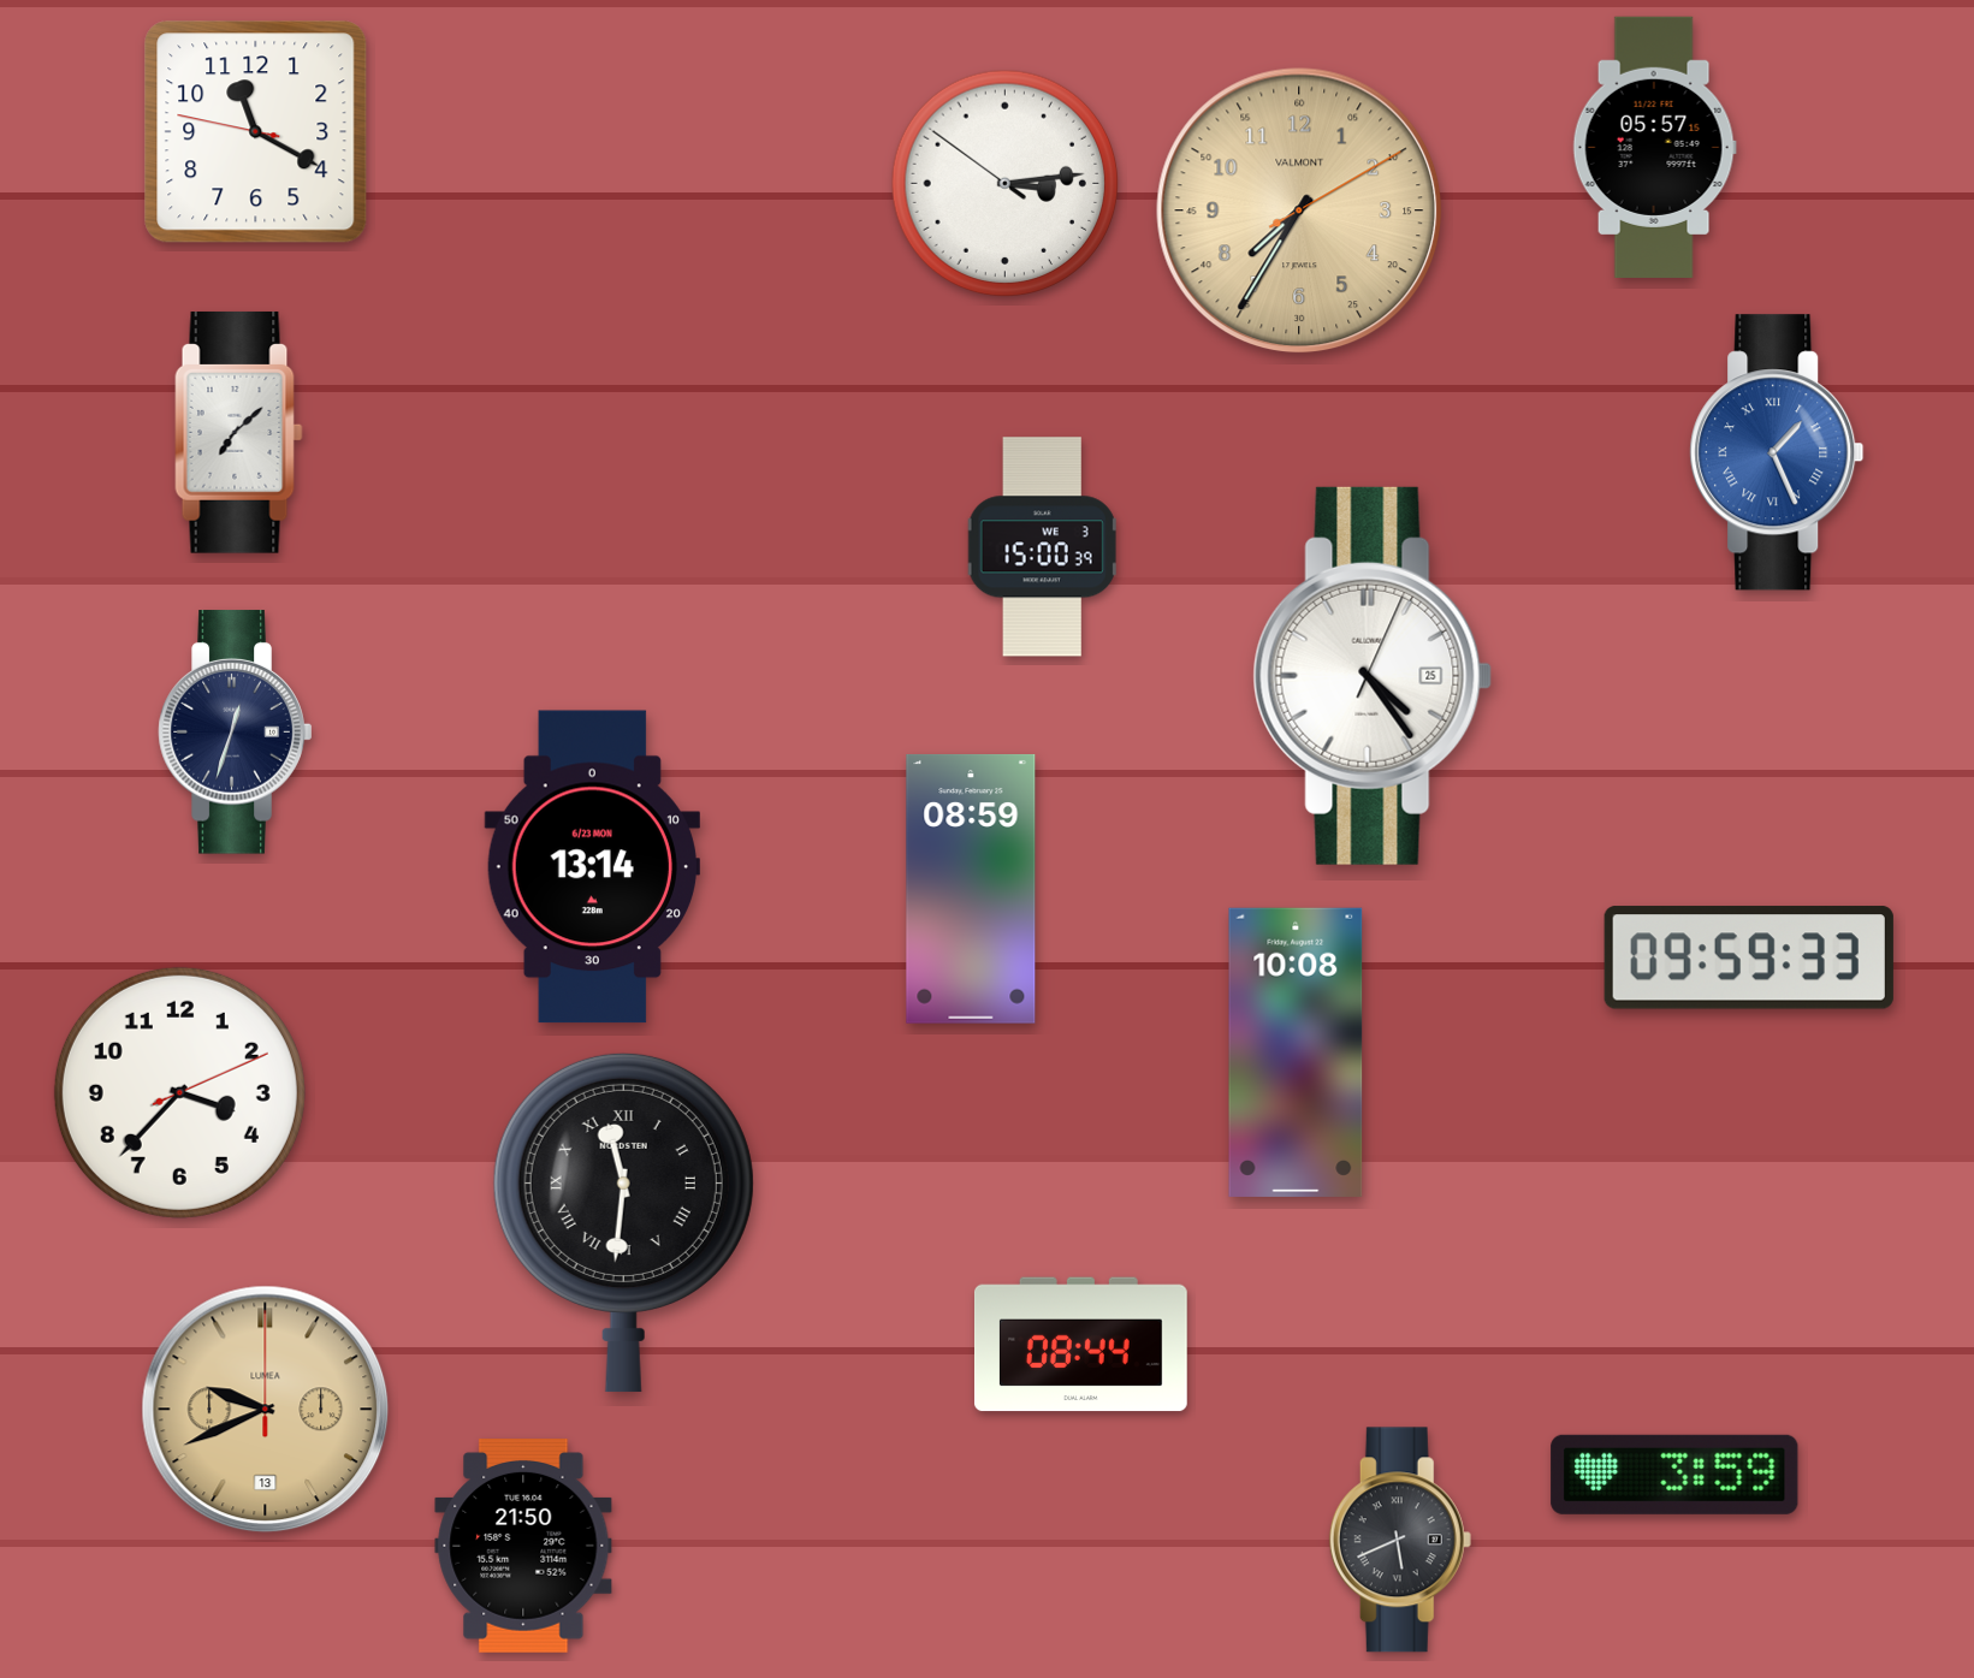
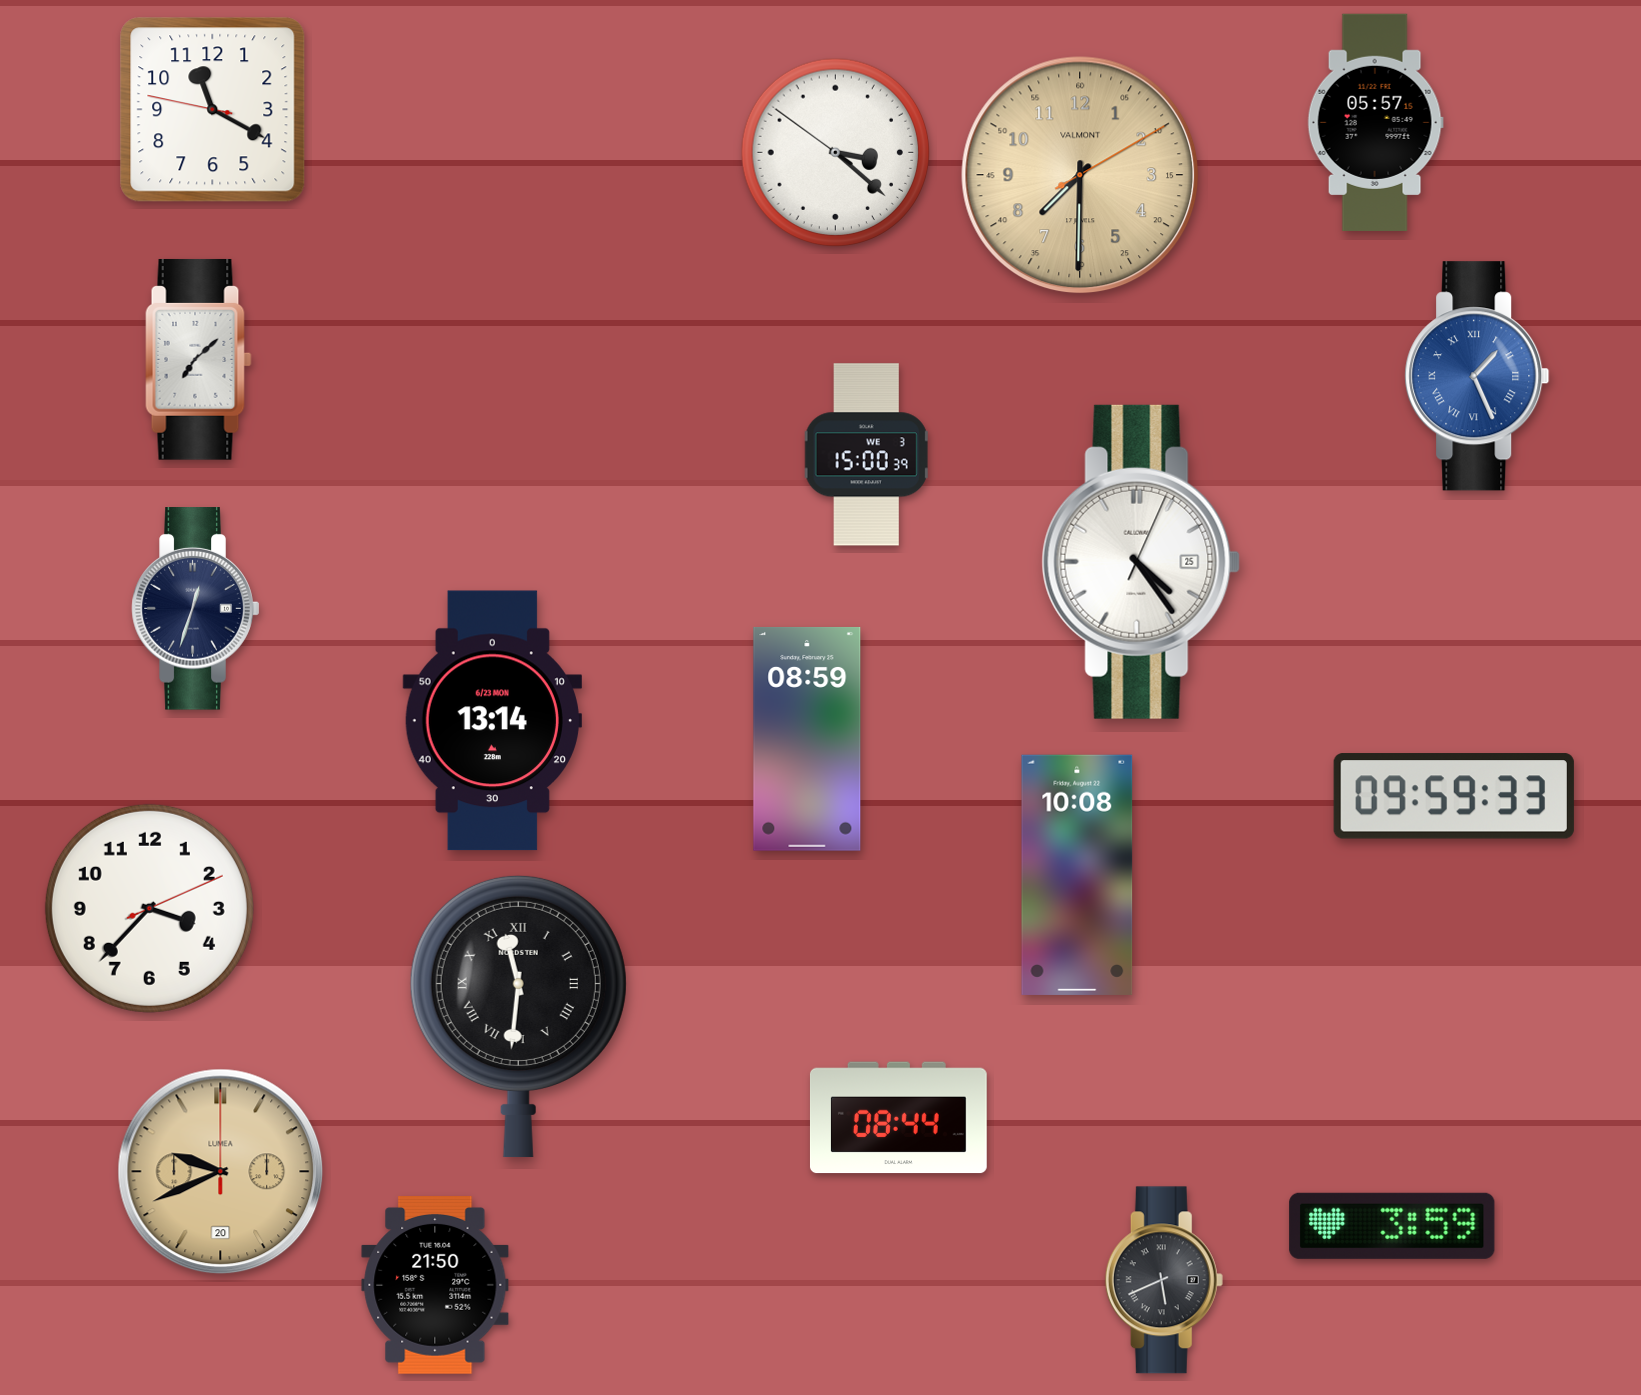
clock at (1006, 184): 3:13 -> 3:21
clock at (1299, 211): 7:35 -> 7:30
clock at (266, 1410) date: 13 -> 20
